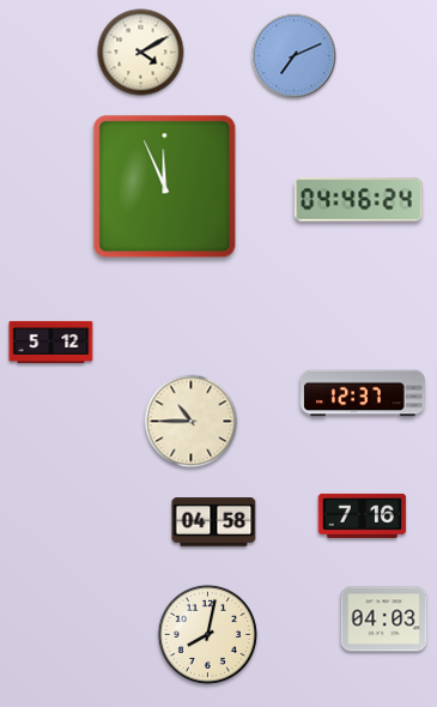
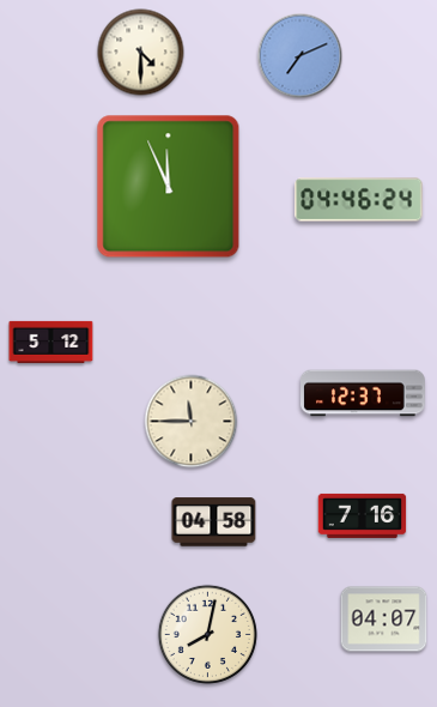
clock at (141, 53): 4:10 -> 4:30
clock at (295, 56) position: (295, 56) -> (301, 56)
clock at (165, 187) position: (165, 187) -> (169, 187)
clock at (192, 422): 10:45 -> 11:45
clock at (384, 620): 04:03 -> 04:07
